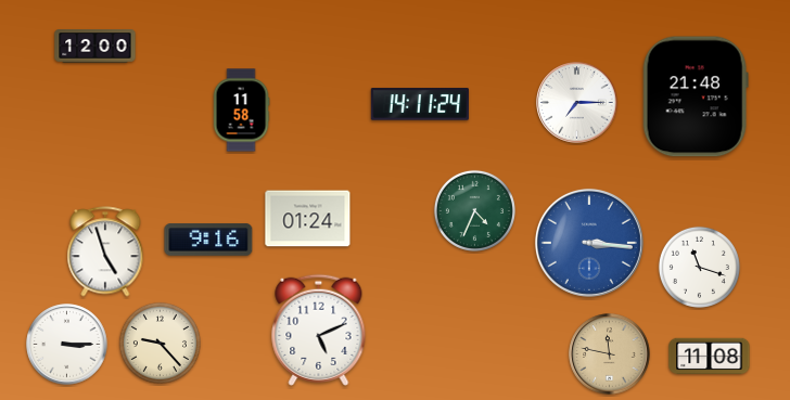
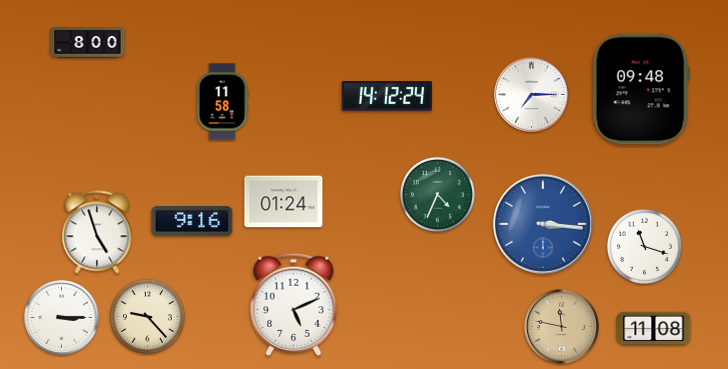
clock at (95, 47): 12:00 -> 8:00
clock at (696, 96): 21:48 -> 09:48
clock at (420, 104): 14:11 -> 14:12
